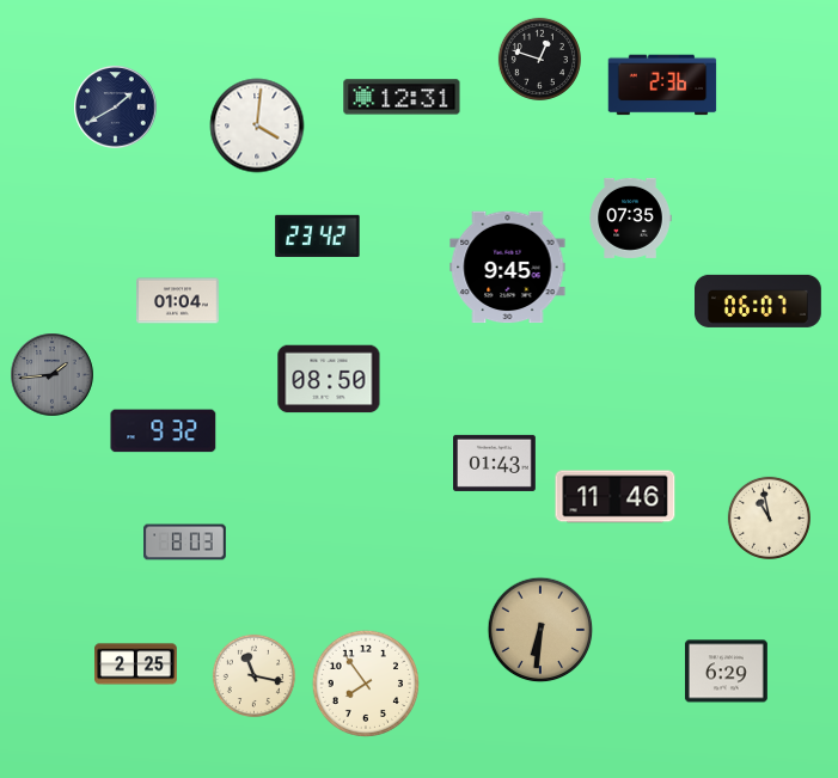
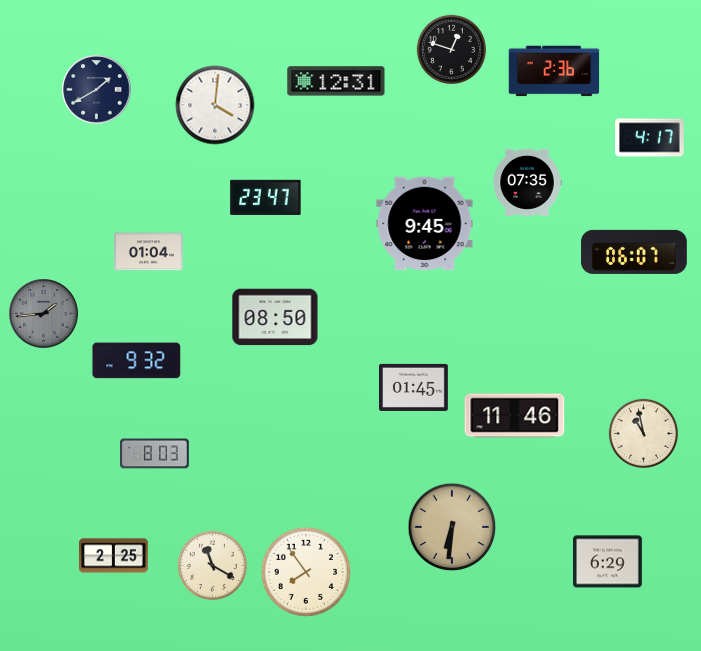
clock at (650, 138): none -> 4:17
clock at (318, 235): 23:42 -> 23:47
clock at (495, 462): 01:43 -> 01:45
clock at (253, 675): 11:17 -> 11:20
